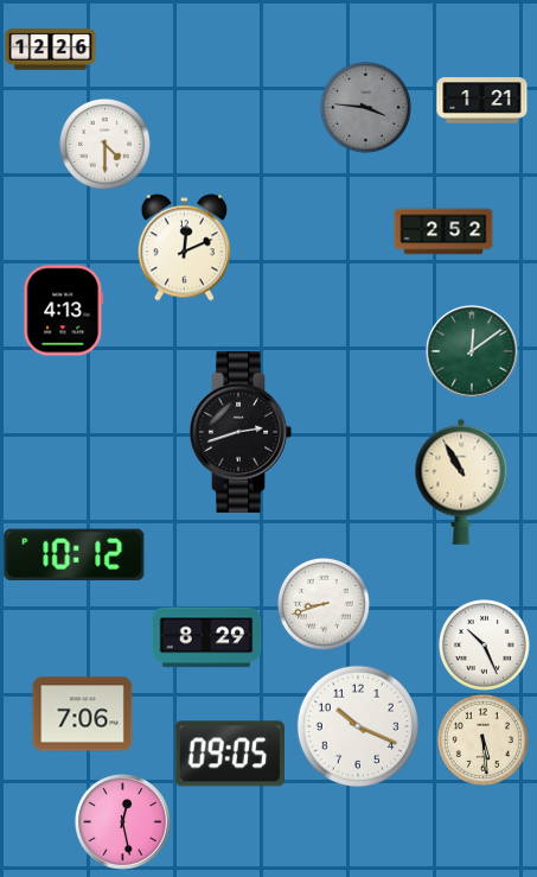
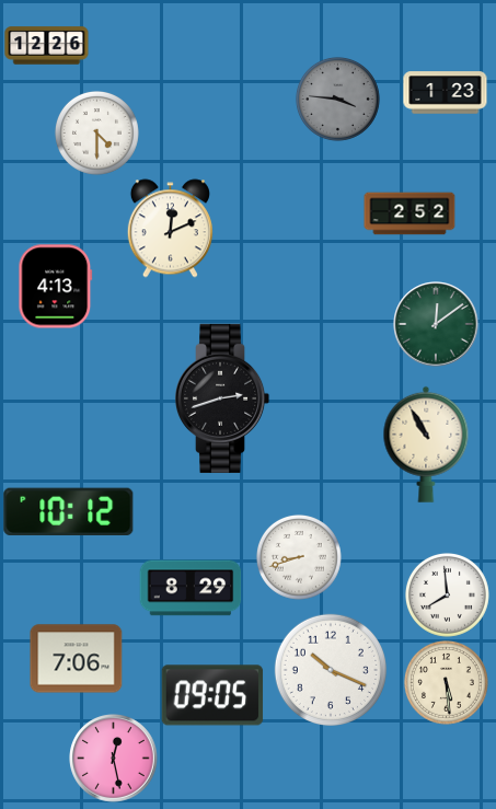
clock at (482, 101): 1:21 -> 1:23
clock at (64, 311) position: (64, 311) -> (56, 287)
clock at (484, 644): 10:26 -> 7:59
